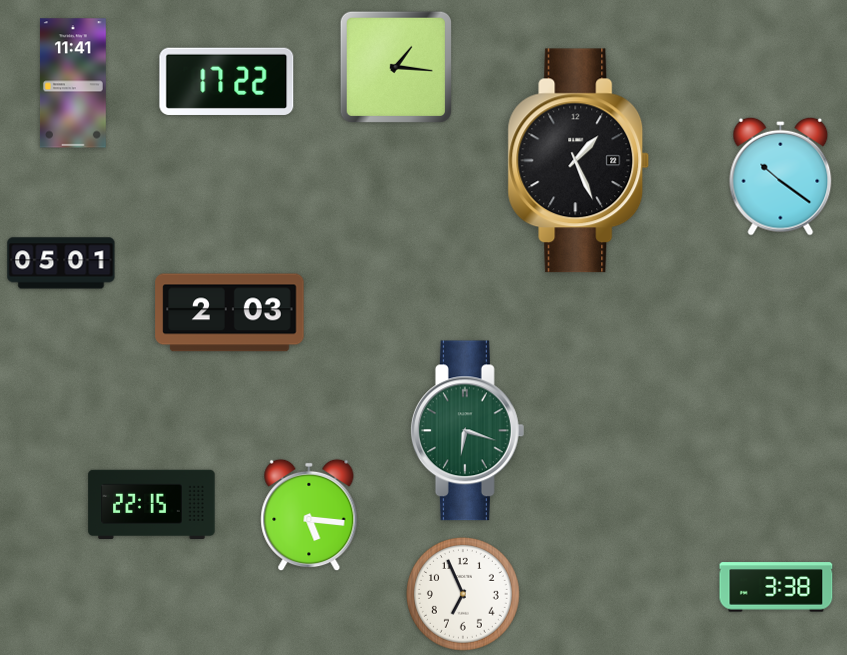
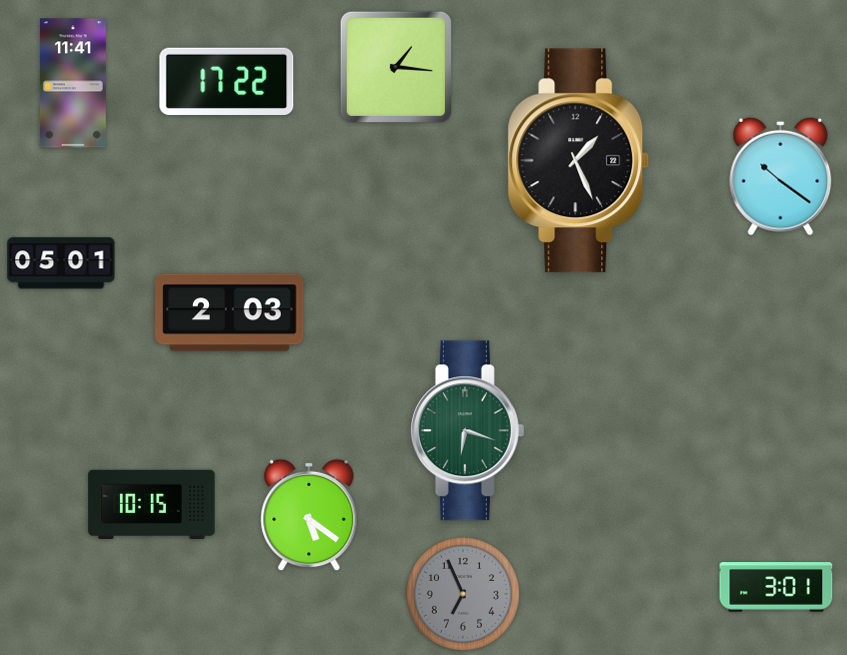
clock at (152, 505): 22:15 -> 10:15
clock at (309, 515): 5:16 -> 5:21
clock at (776, 587): 3:38 -> 3:01
clock at (463, 594) dial: white -> grey
